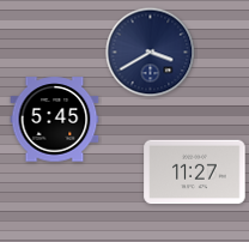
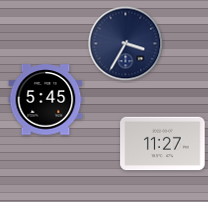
clock at (151, 53): 3:40 -> 3:35
